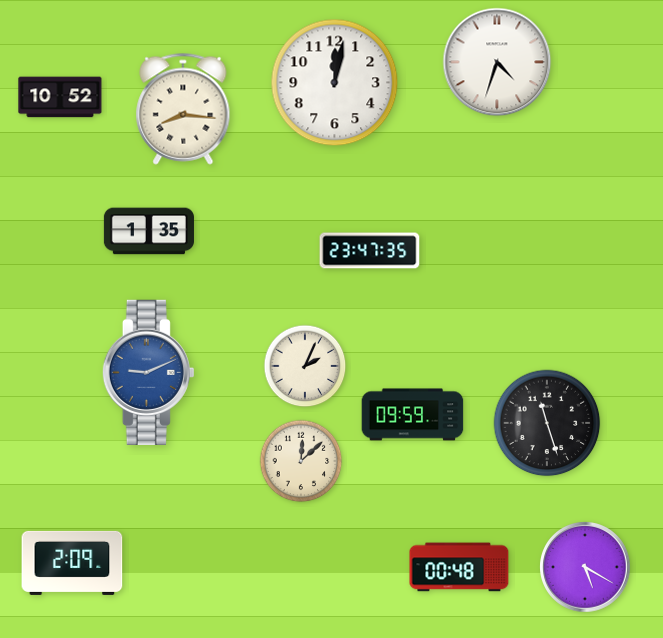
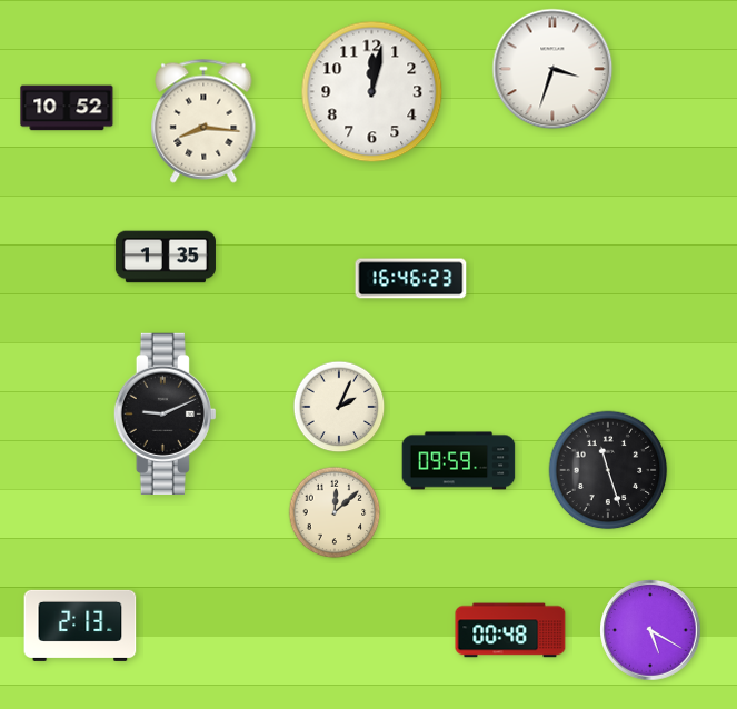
clock at (497, 62): 4:33 -> 3:33
clock at (370, 251): 23:47 -> 16:46
clock at (148, 372) dial: blue -> black
clock at (72, 563): 2:09 -> 2:13
